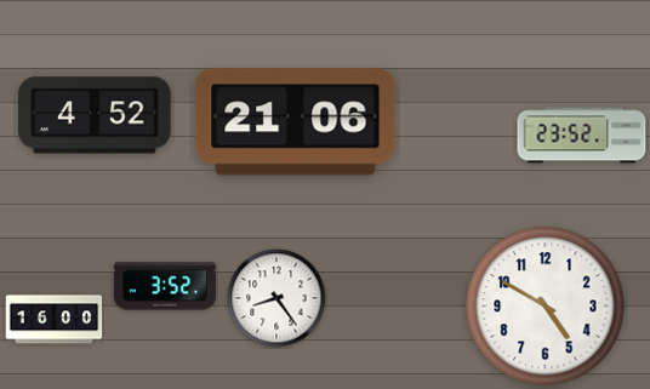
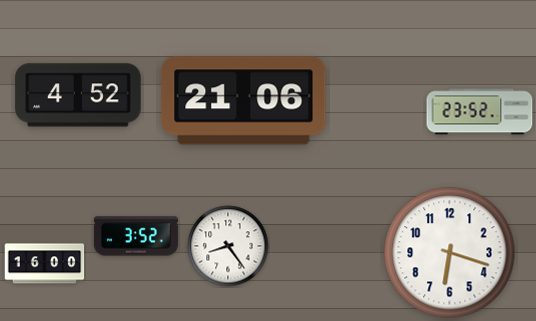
clock at (546, 307): 4:50 -> 6:18
